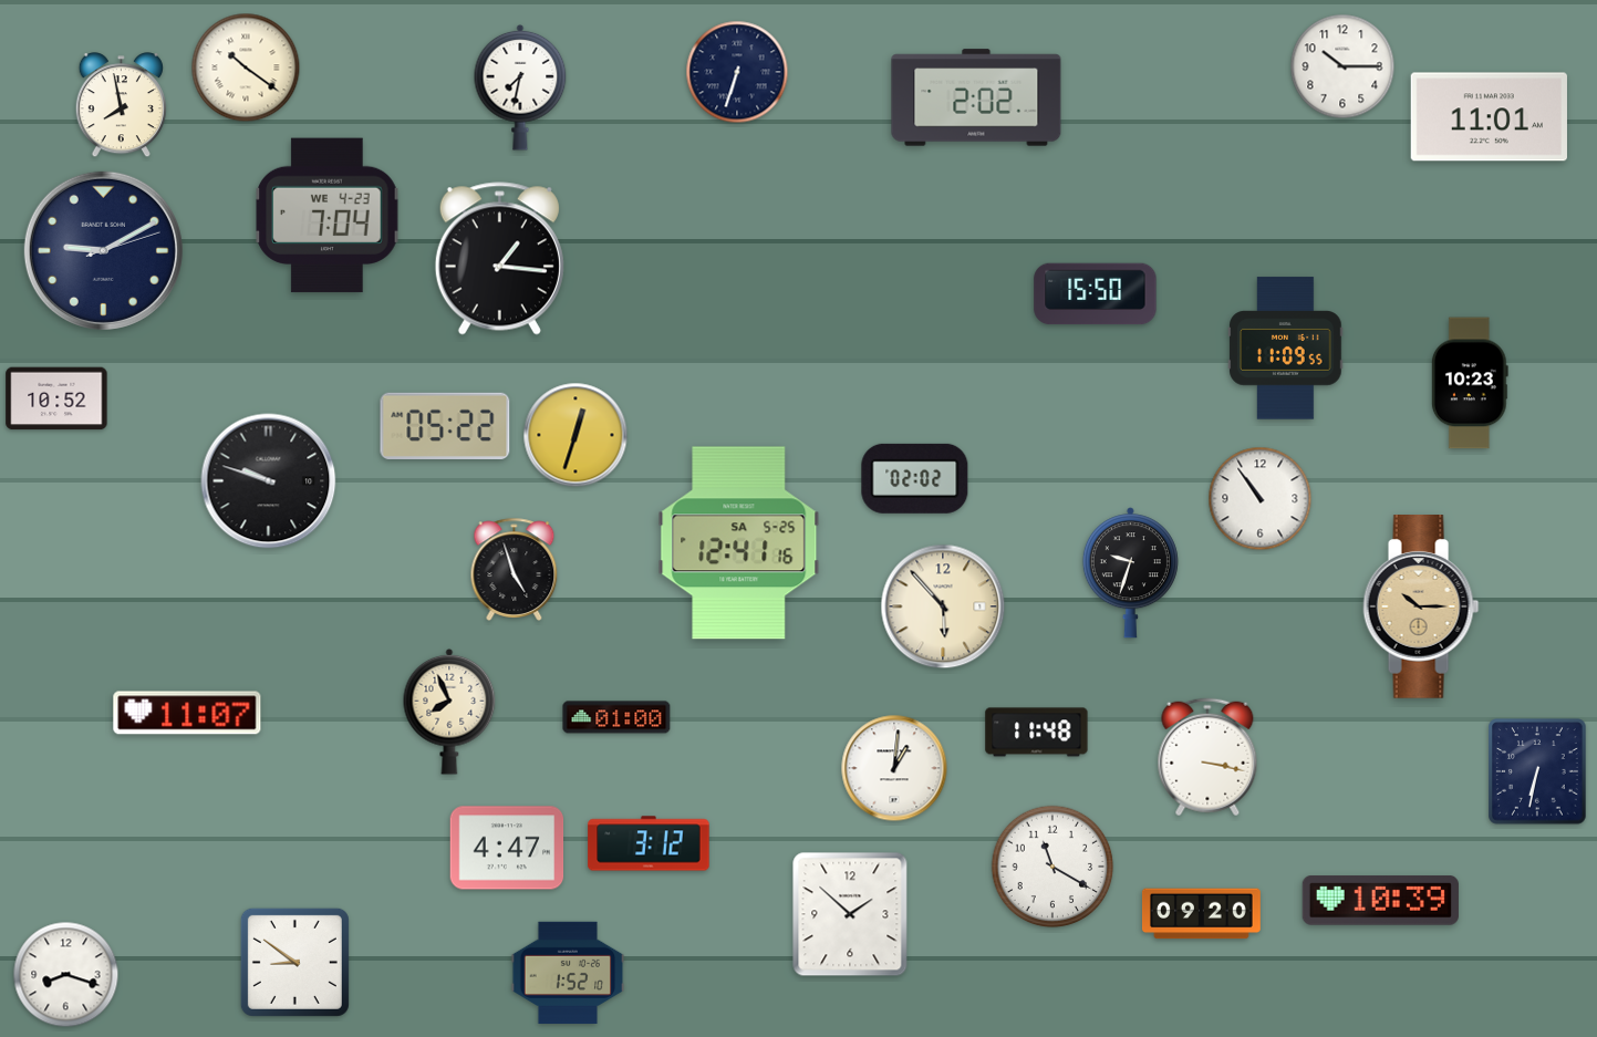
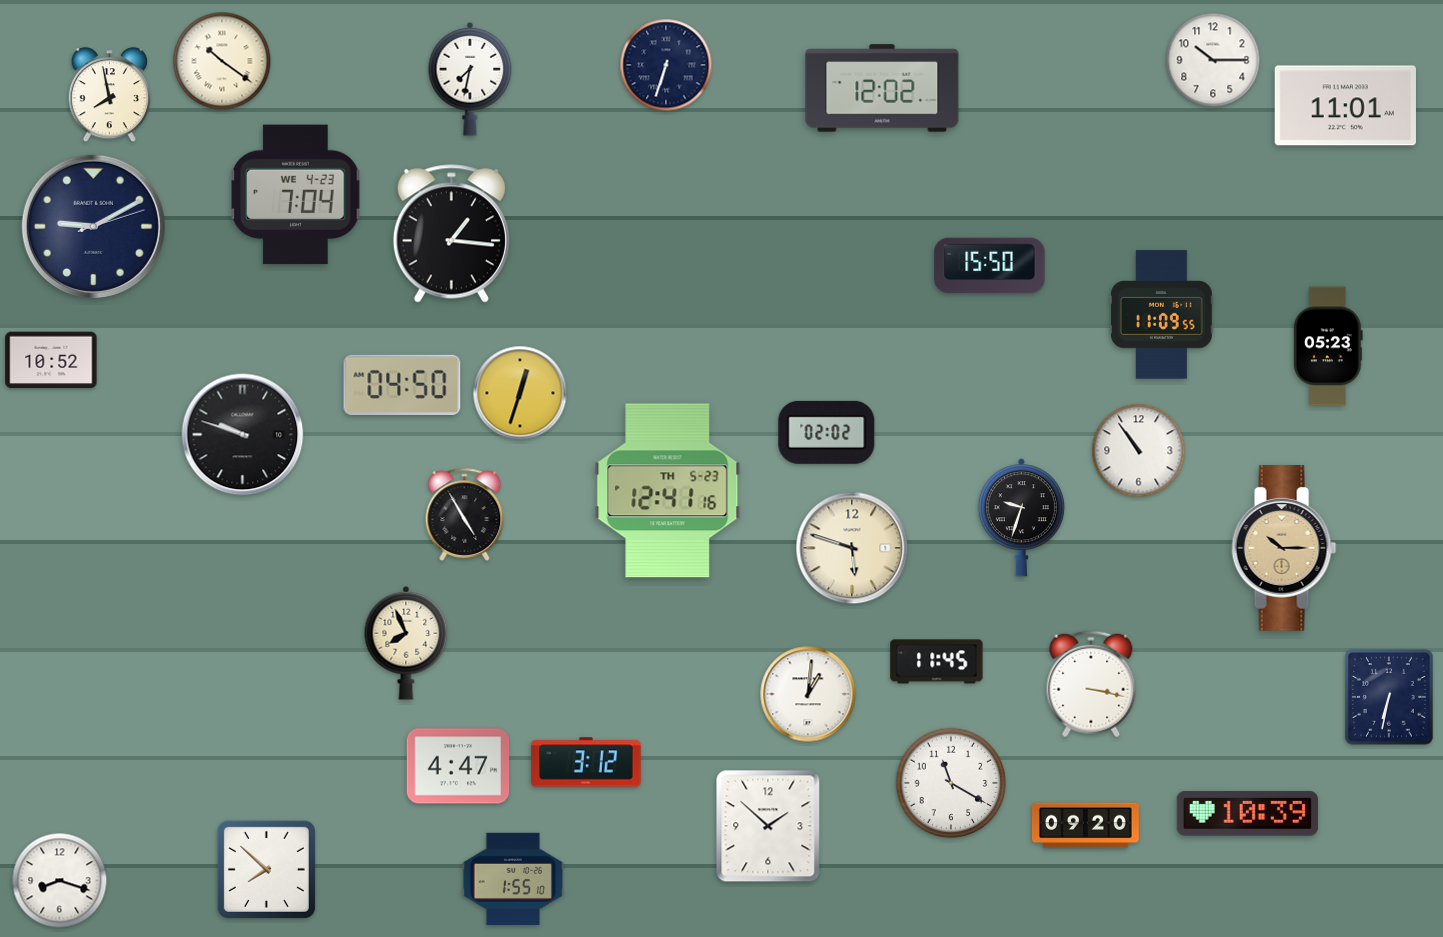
clock at (976, 97): 2:02 -> 12:02
clock at (1470, 383): 10:23 -> 05:23
clock at (445, 426): 05:22 -> 04:50
clock at (739, 543) date: SA 5-25 -> TH 5-23
clock at (515, 569): 4:57 -> 4:55
clock at (943, 606): 5:53 -> 5:48
clock at (187, 713): 11:07 -> none
clock at (616, 717): 01:00 -> none
clock at (1037, 733): 11:48 -> 11:45
clock at (294, 962): 8:51 -> 7:52
clock at (568, 972): 1:52 -> 1:55
